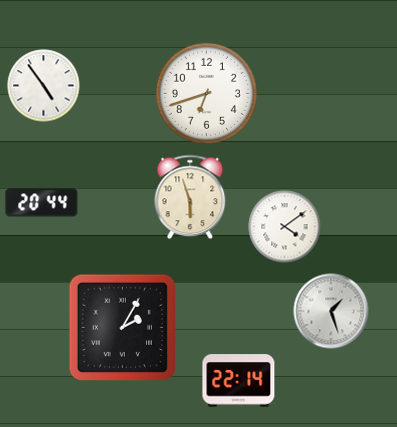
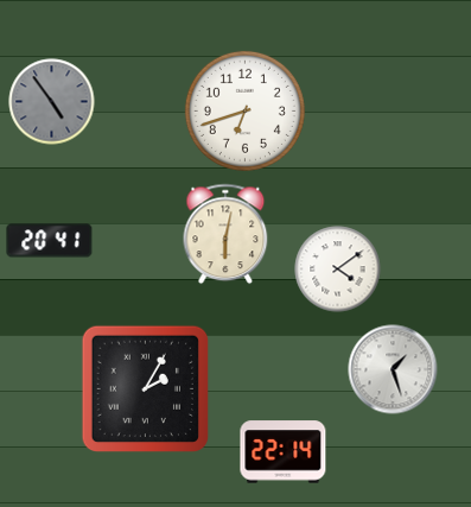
clock at (44, 86) dial: white -> grey
clock at (190, 197): 5:57 -> 6:02
clock at (42, 203): 20:44 -> 20:41
